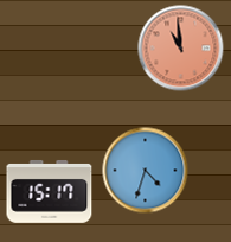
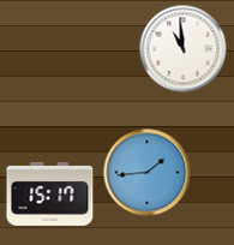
clock at (181, 49) dial: salmon -> white
clock at (146, 171): 4:33 -> 1:44
